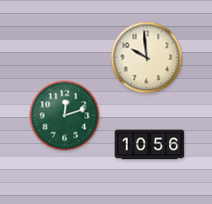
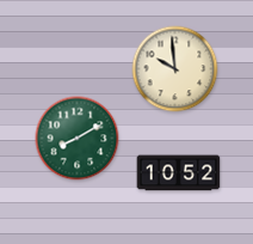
clock at (65, 116): 12:12 -> 8:10
clock at (150, 145): 10:56 -> 10:52
